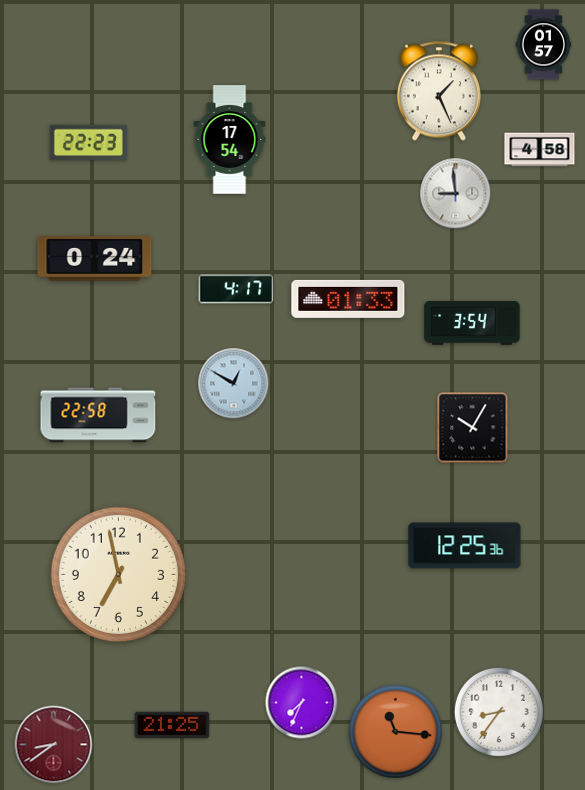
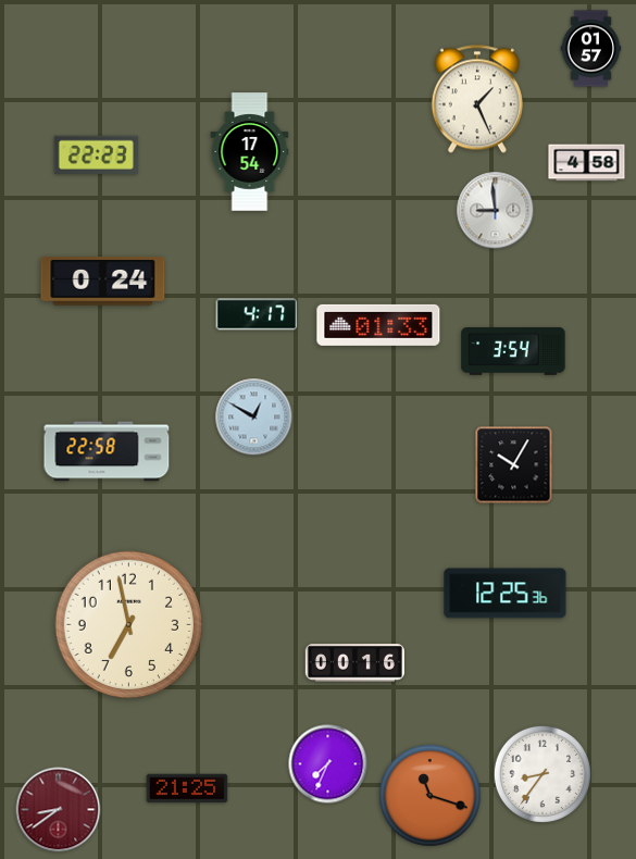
clock at (354, 663): none -> 00:16
clock at (396, 732): 11:16 -> 11:18
